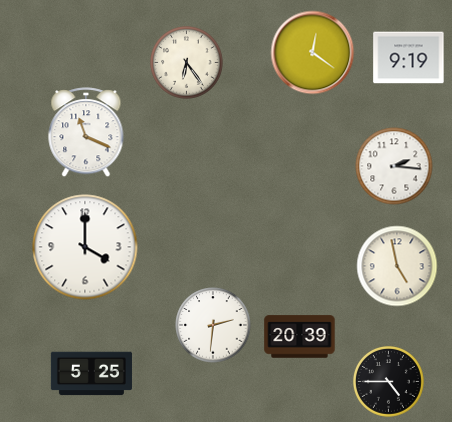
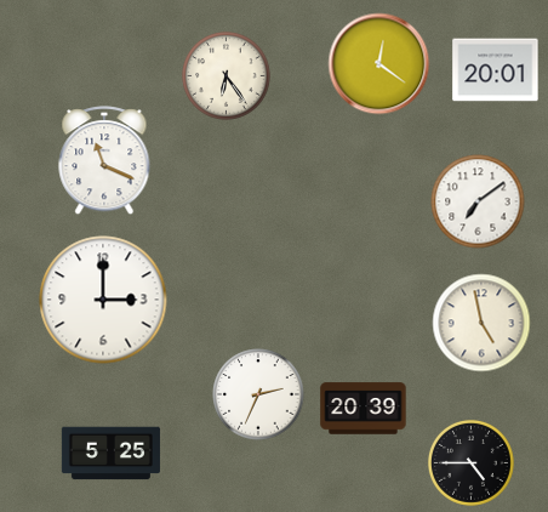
clock at (409, 58): 9:19 -> 20:01
clock at (394, 166): 2:16 -> 7:09
clock at (85, 247): 4:00 -> 3:00
clock at (213, 325): 2:31 -> 2:34
